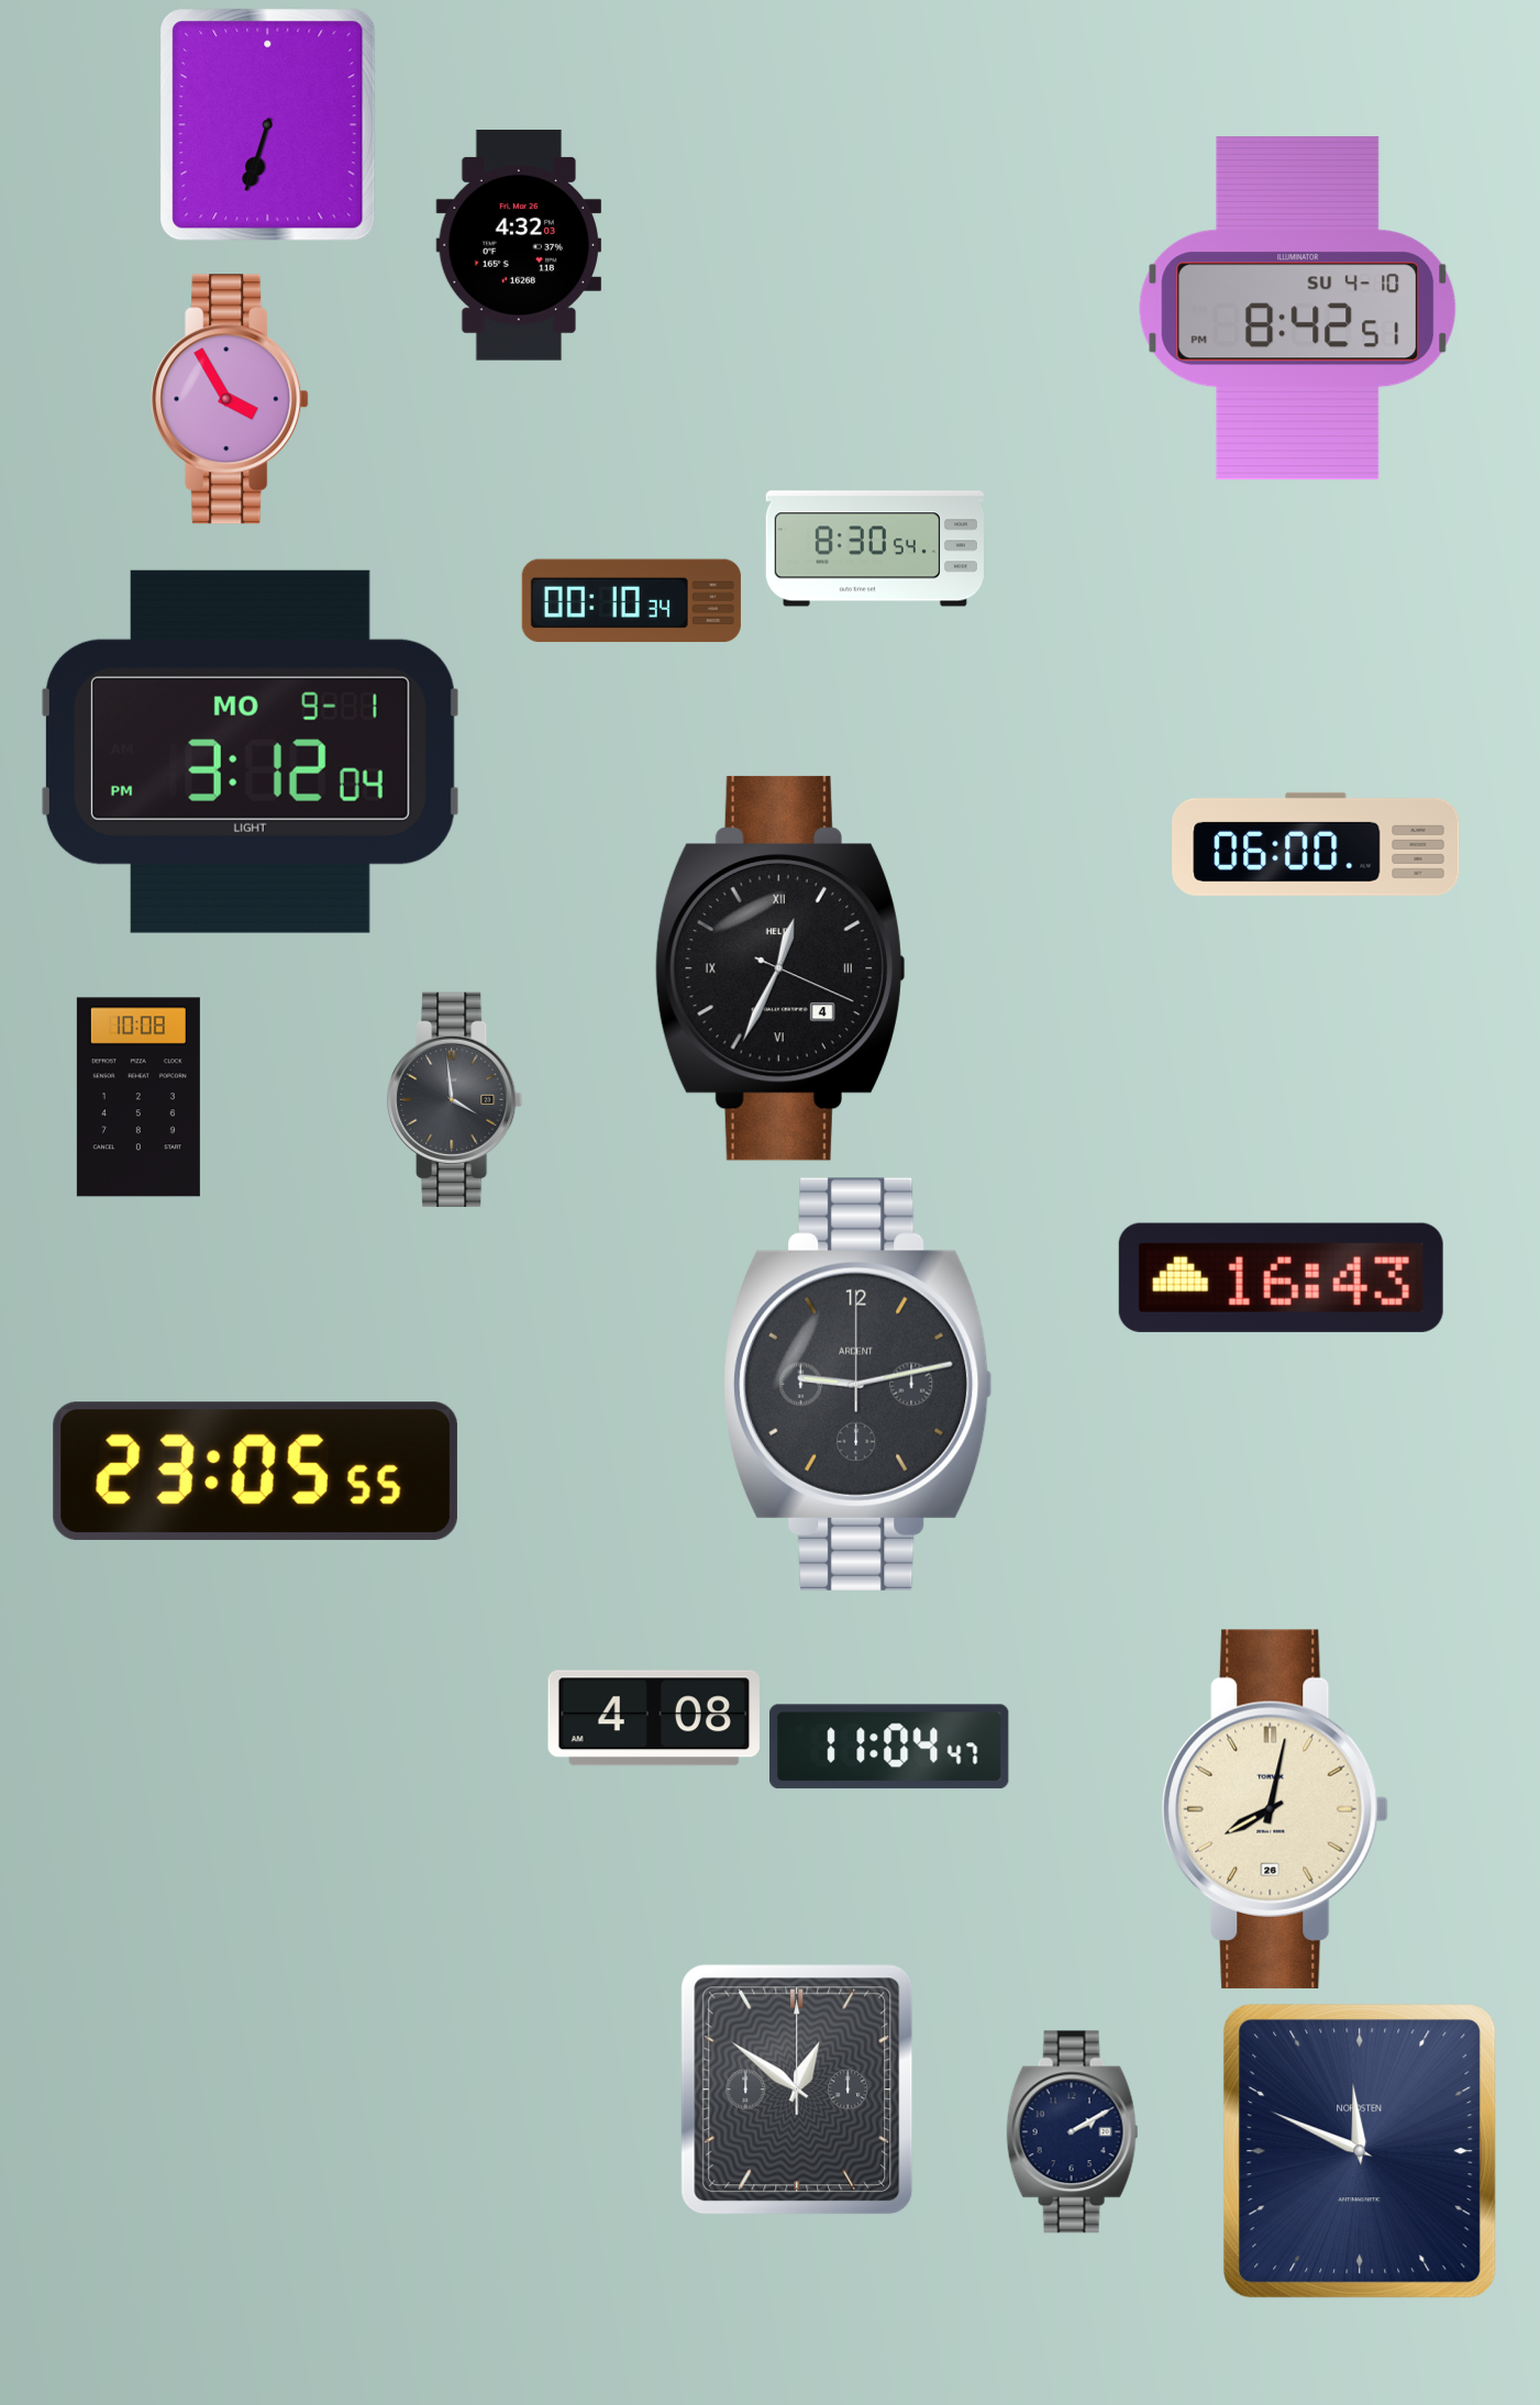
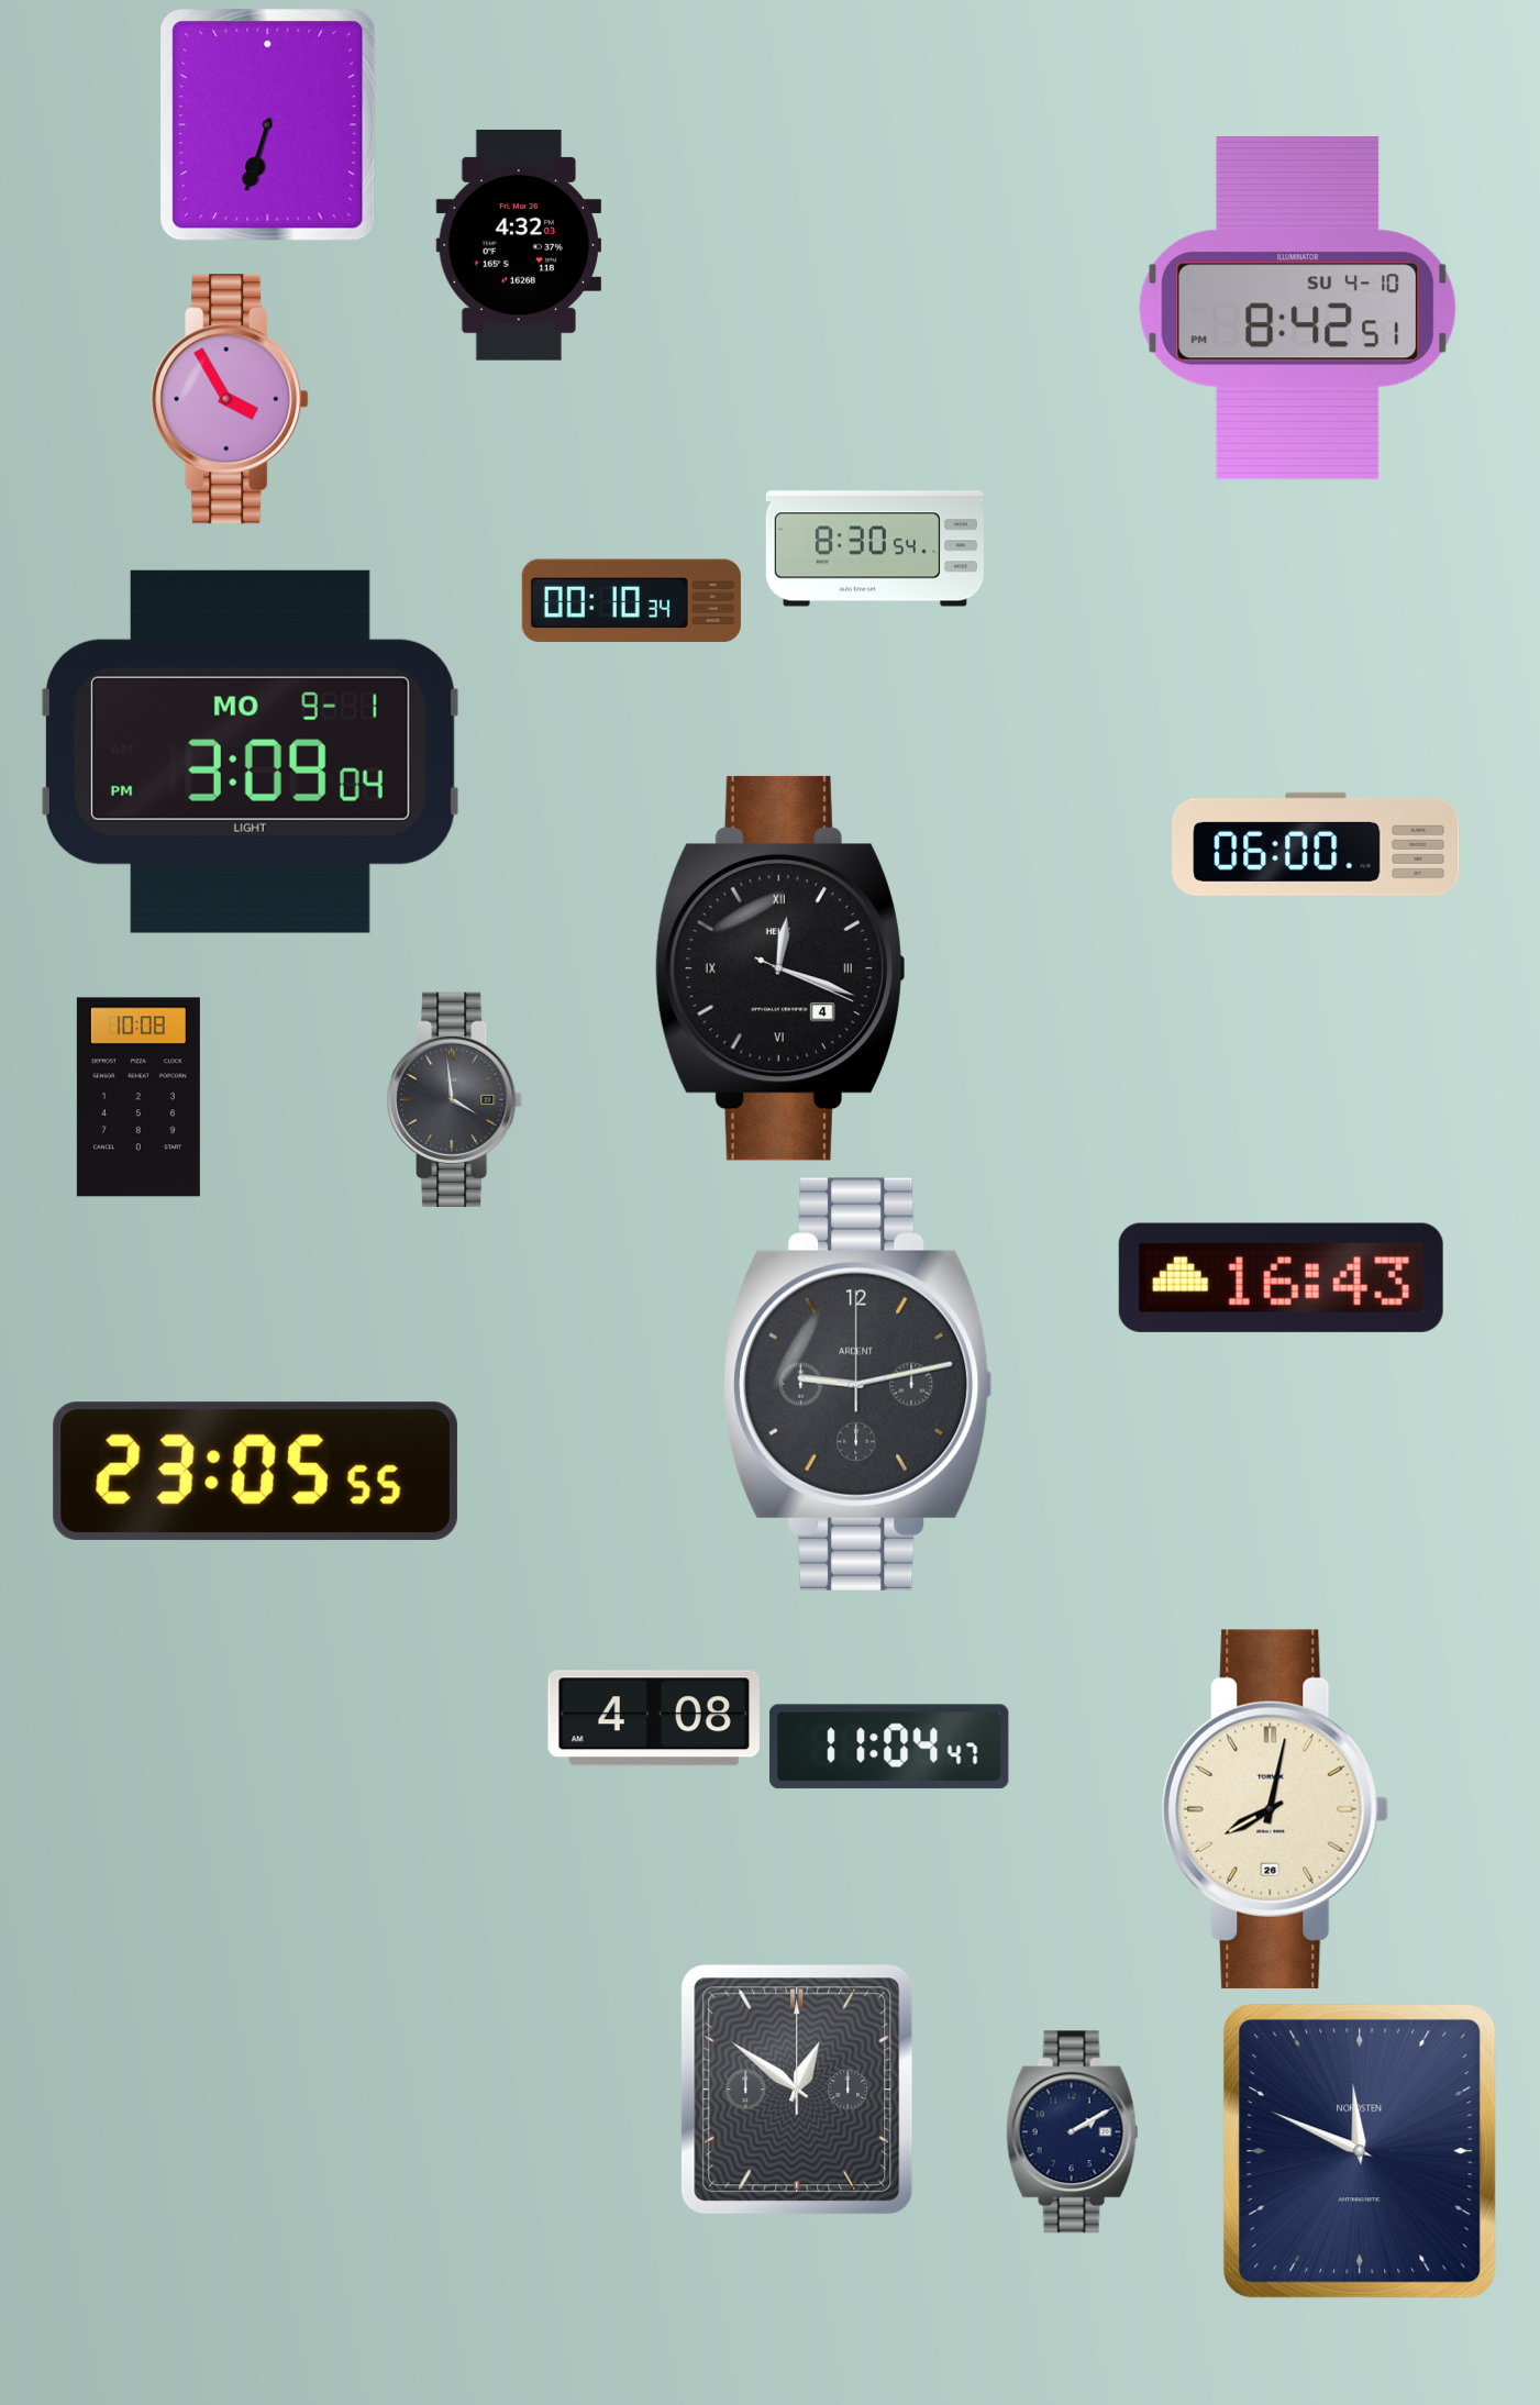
clock at (250, 752): 3:12 -> 3:09
clock at (780, 968): 12:34 -> 12:18
